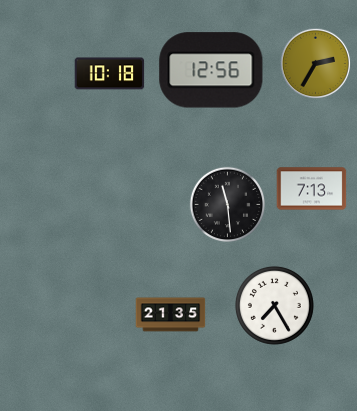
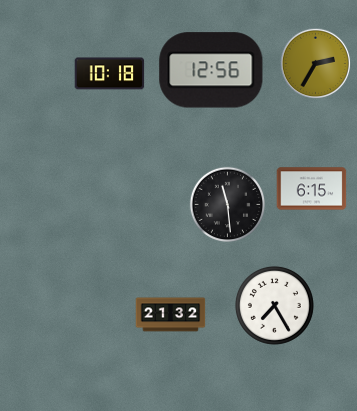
clock at (312, 189): 7:13 -> 6:15
clock at (171, 315): 21:35 -> 21:32
